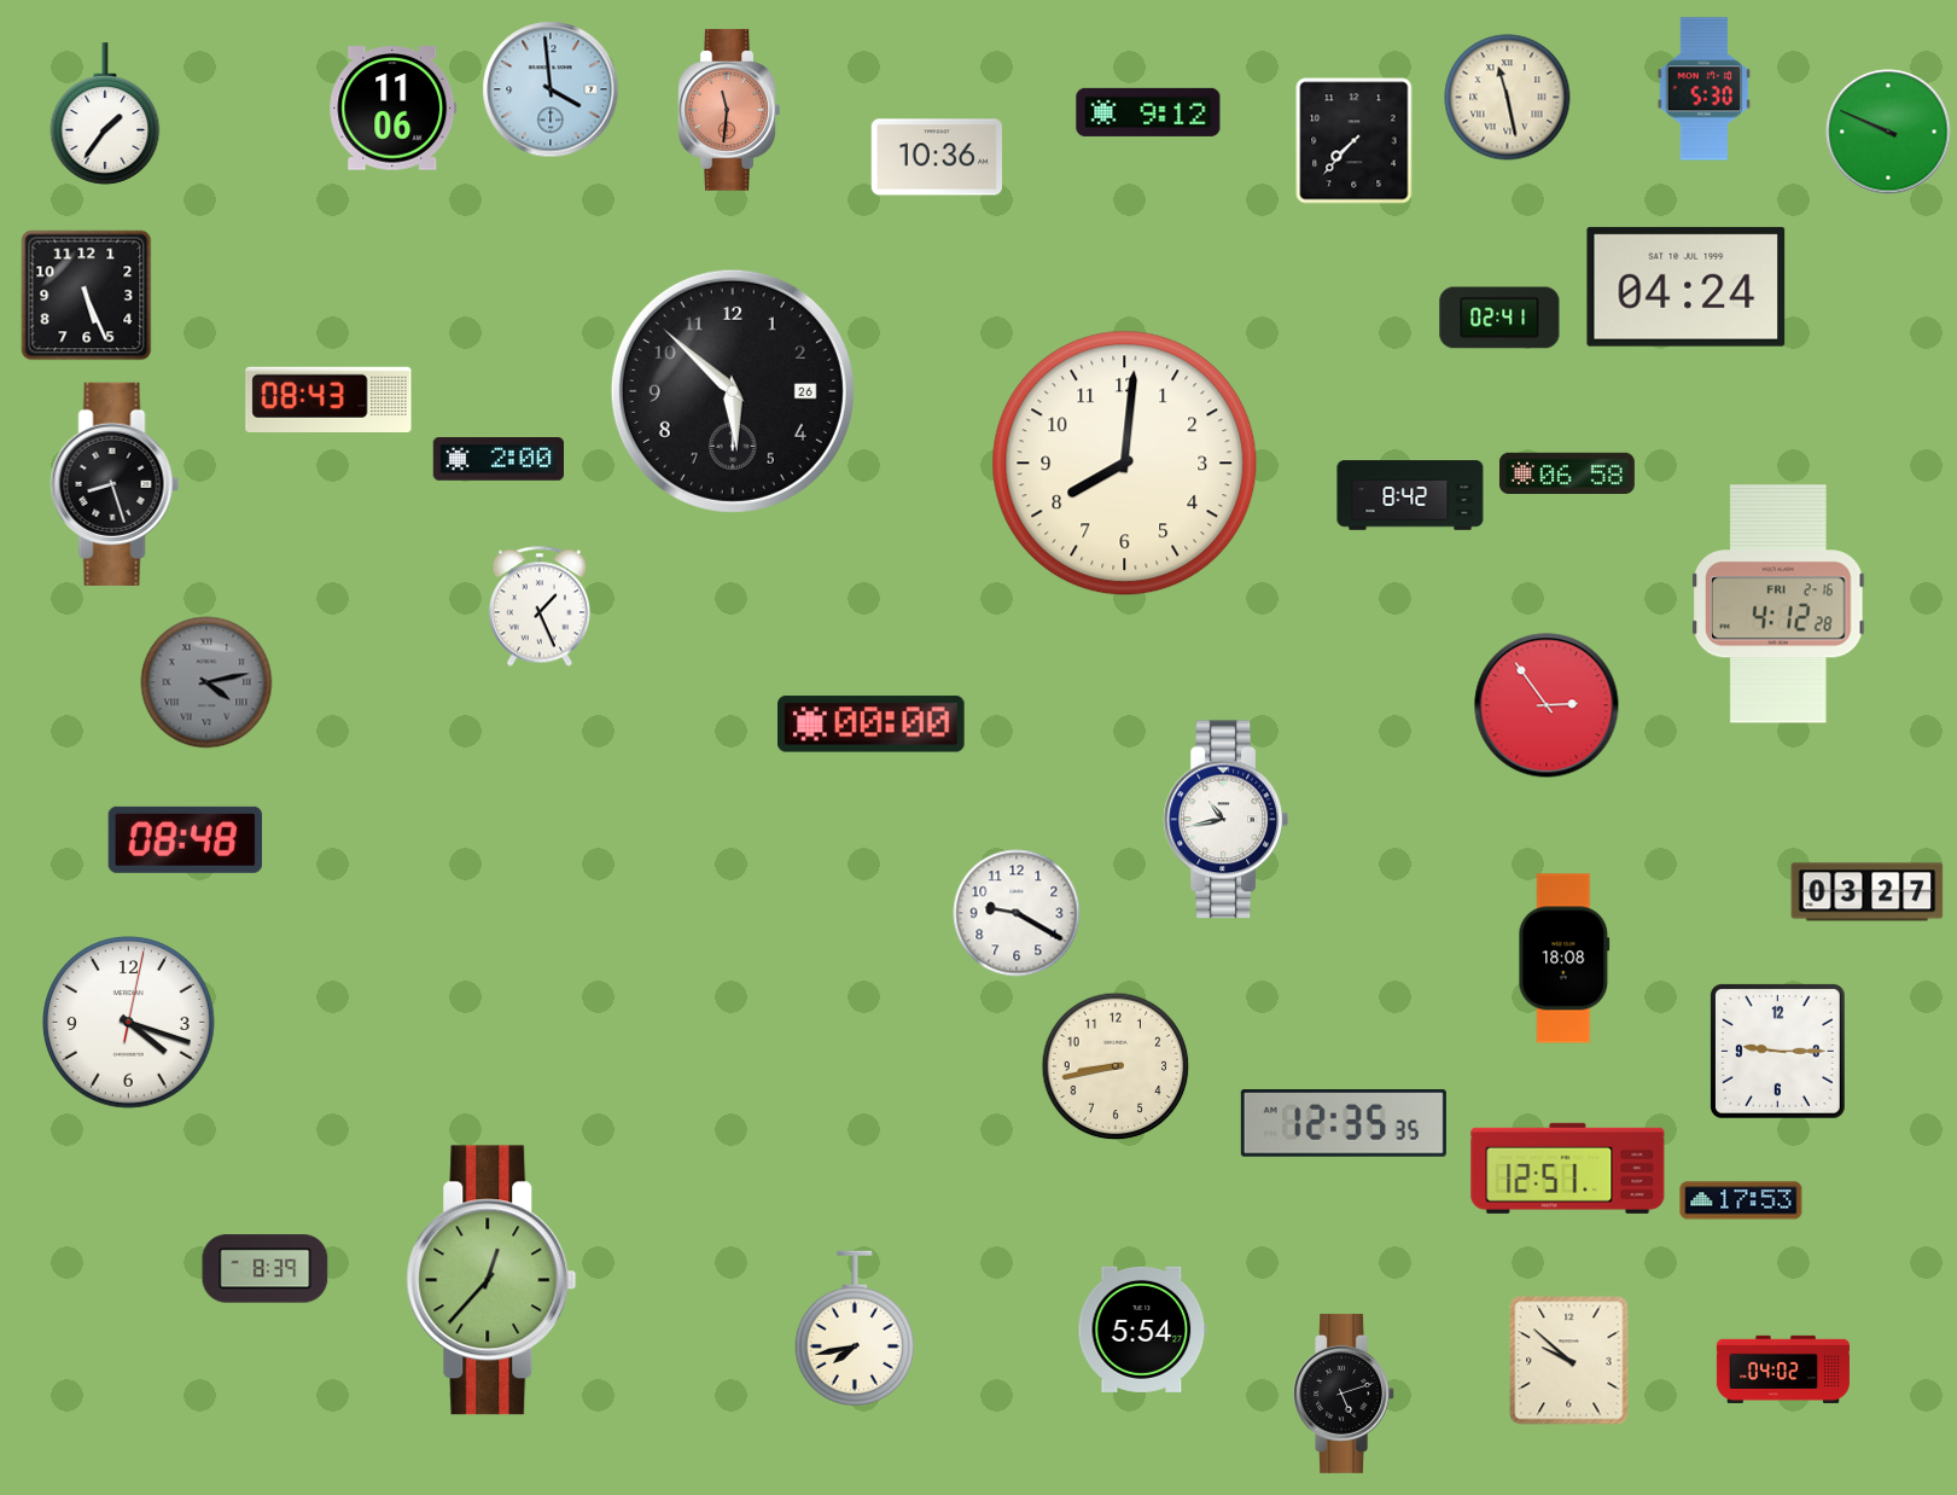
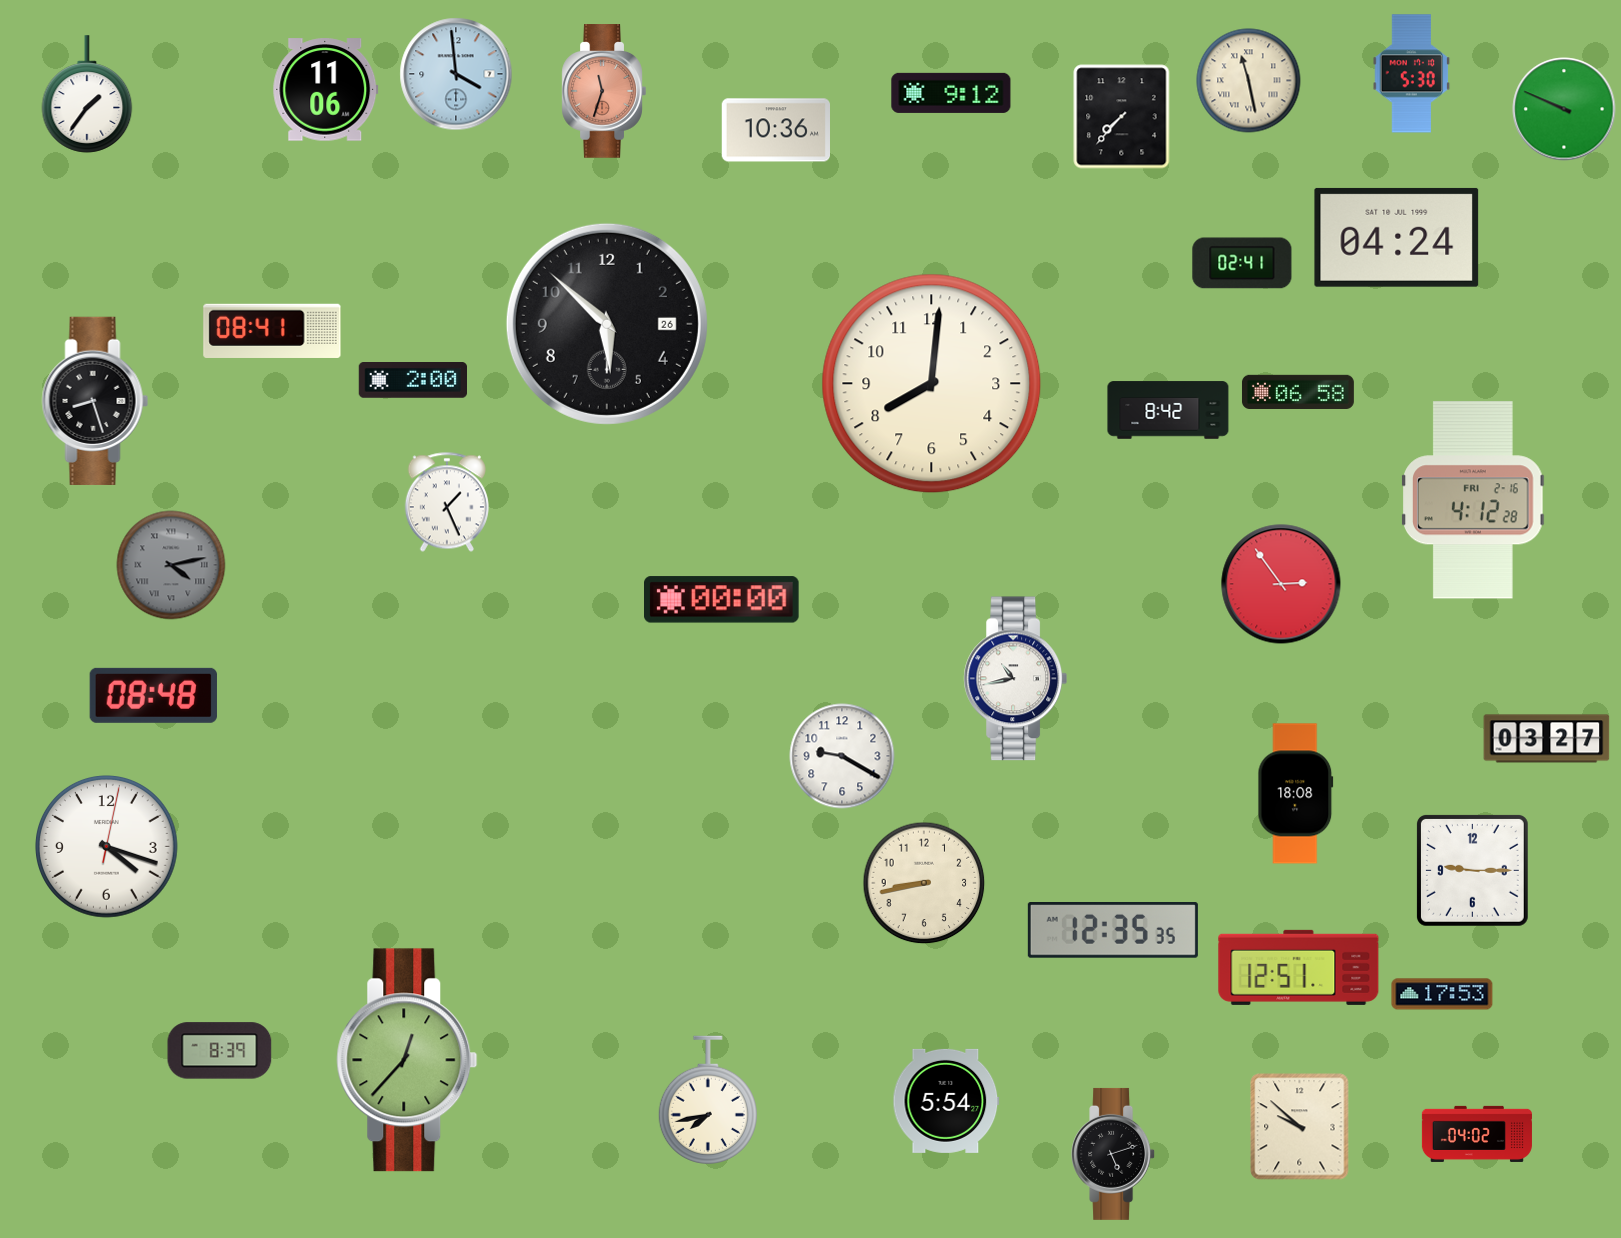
clock at (729, 110): 11:31 -> 11:33
clock at (87, 296): 5:26 -> none
clock at (328, 399): 08:43 -> 08:41
